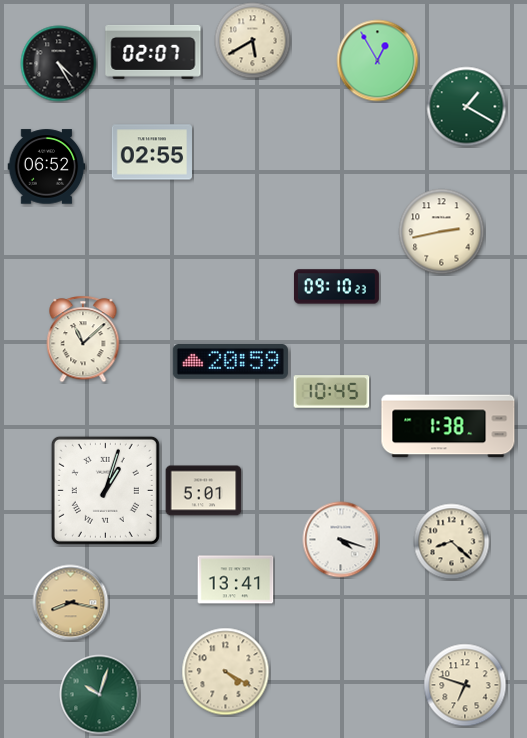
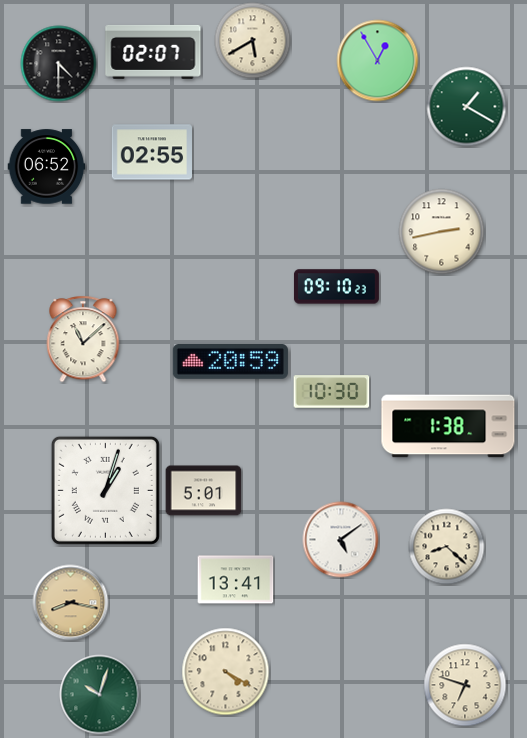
clock at (59, 64): 4:25 -> 4:30
clock at (332, 392): 10:45 -> 10:30
clock at (341, 540): 4:18 -> 5:09
clock at (452, 542) position: (452, 542) -> (447, 547)
